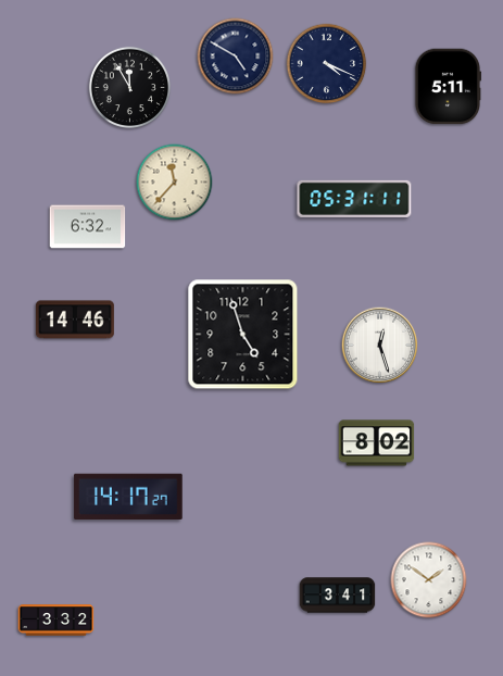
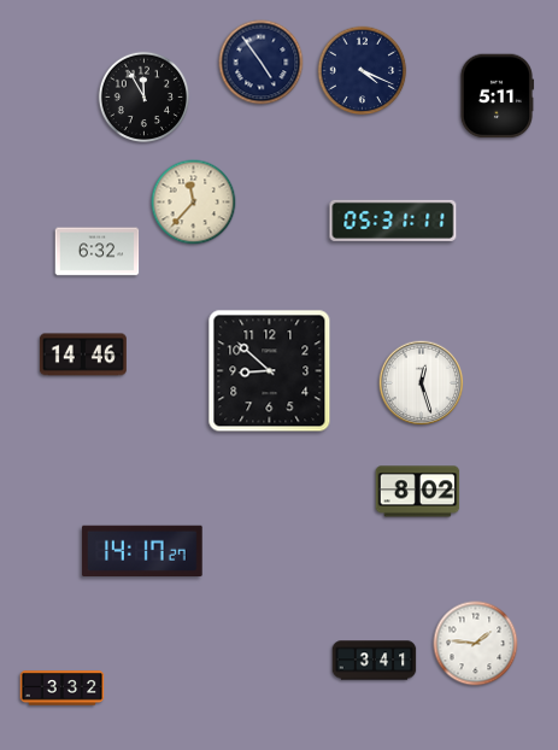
clock at (236, 57): 4:50 -> 4:54
clock at (243, 335): 4:57 -> 8:52
clock at (429, 580): 1:51 -> 1:46
